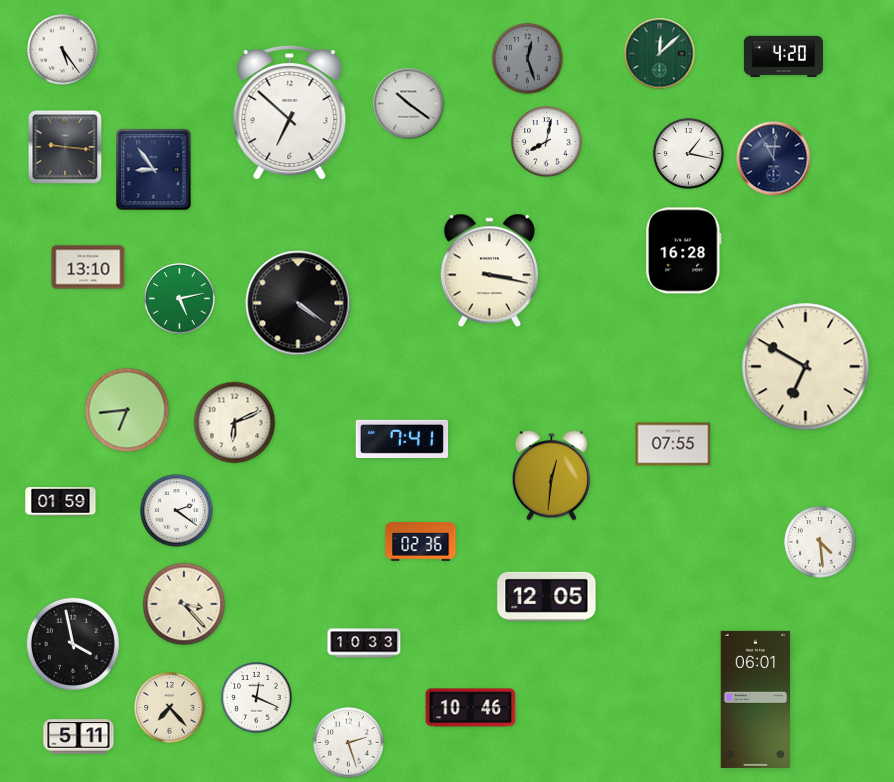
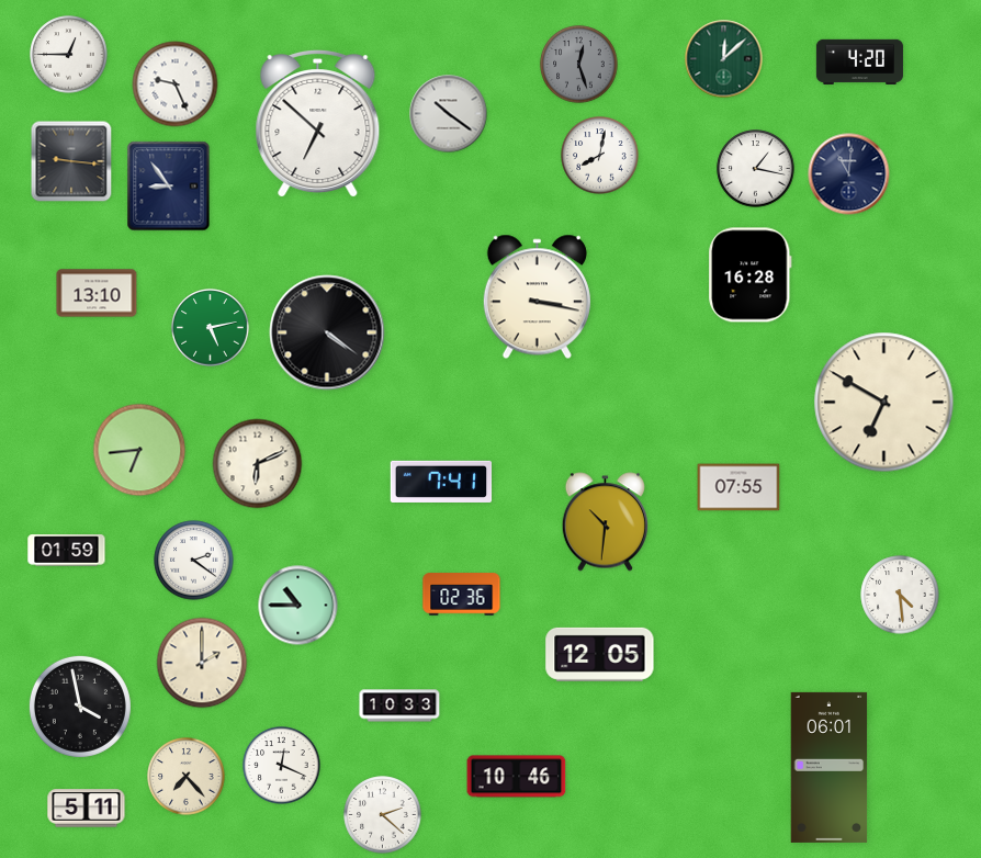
clock at (63, 50): 5:24 -> 12:45
clock at (176, 84): none -> 9:26
clock at (180, 299) position: (180, 299) -> (211, 328)
clock at (551, 476): 12:31 -> 10:31
clock at (298, 606): none -> 10:45
clock at (184, 604): 3:23 -> 2:00
clock at (349, 743): 2:27 -> 2:22
